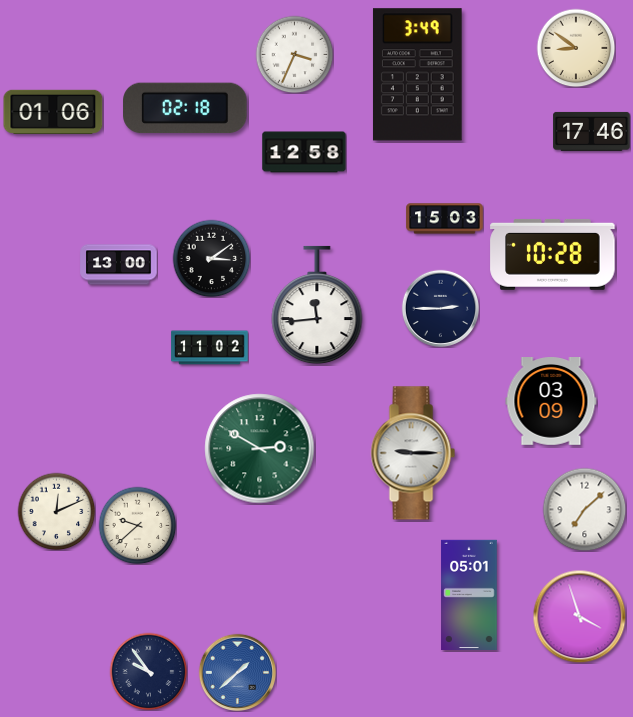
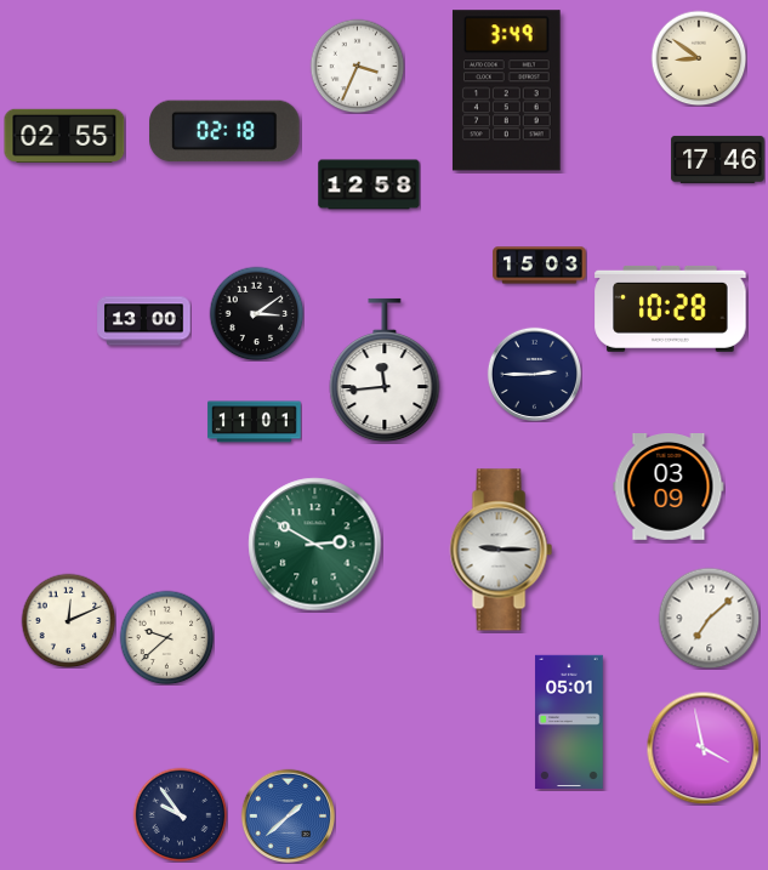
clock at (53, 112): 01:06 -> 02:55
clock at (210, 348): 11:02 -> 11:01
clock at (579, 616): 3:57 -> 3:58
